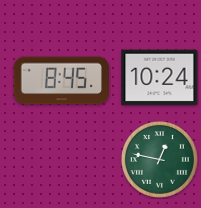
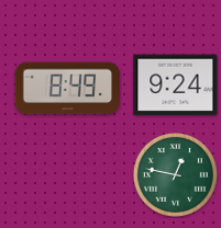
clock at (160, 78): 10:24 -> 9:24
clock at (61, 81): 8:45 -> 8:49
